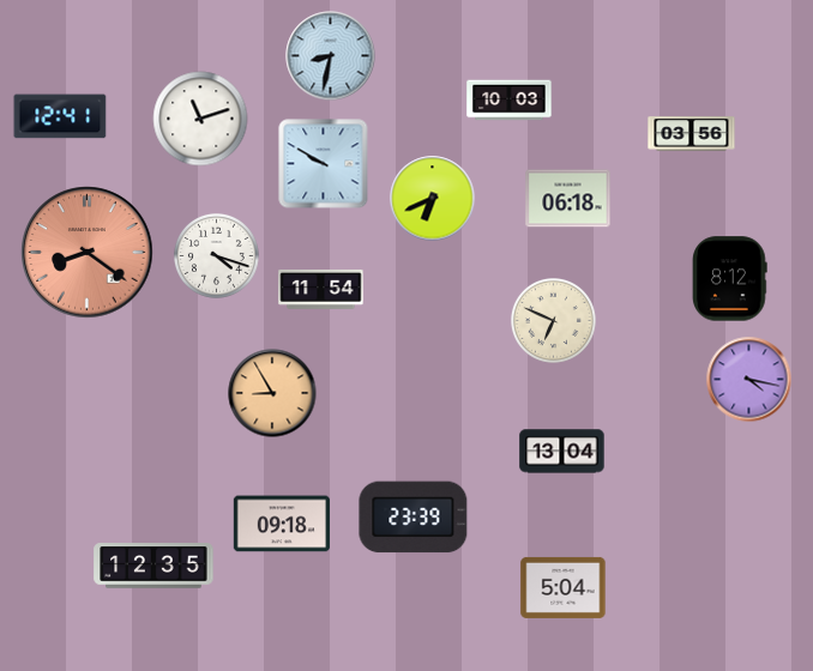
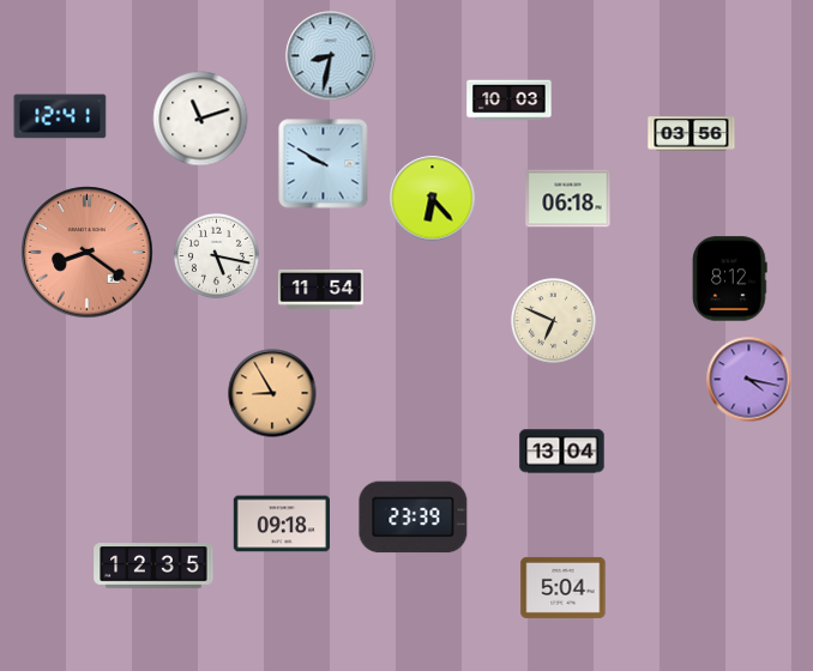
clock at (433, 199): 6:41 -> 6:23
clock at (217, 256): 4:18 -> 5:17
